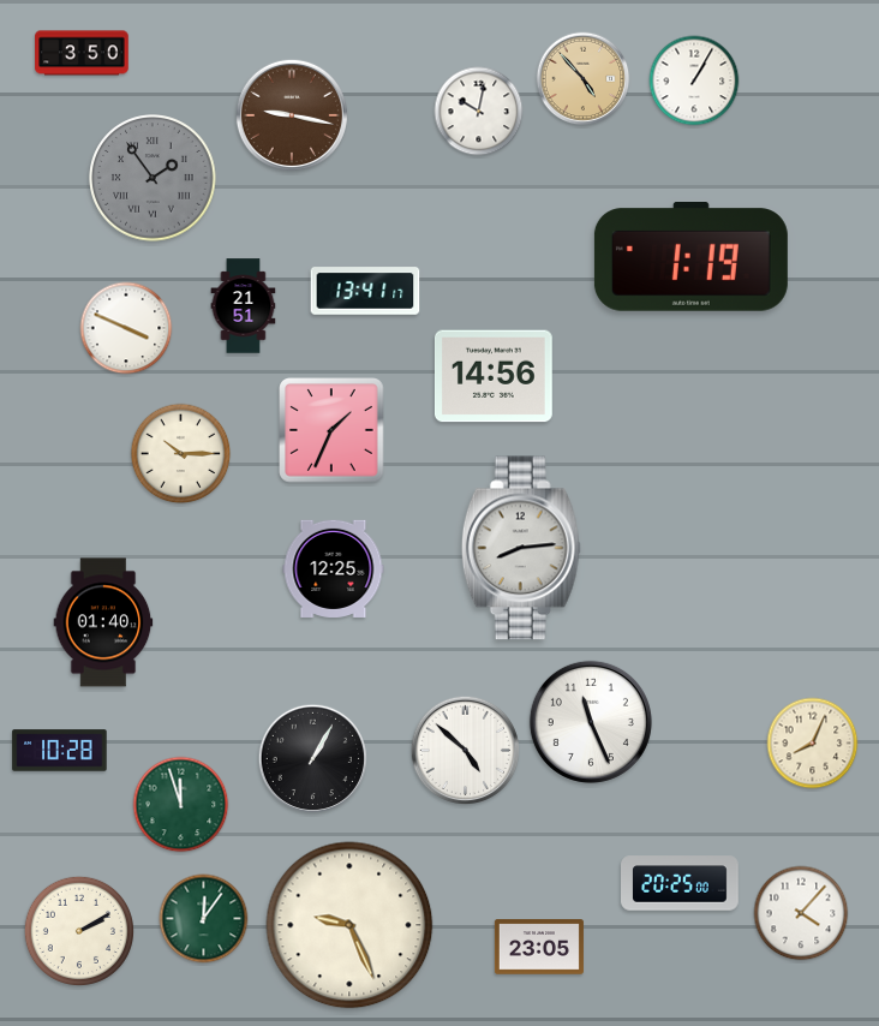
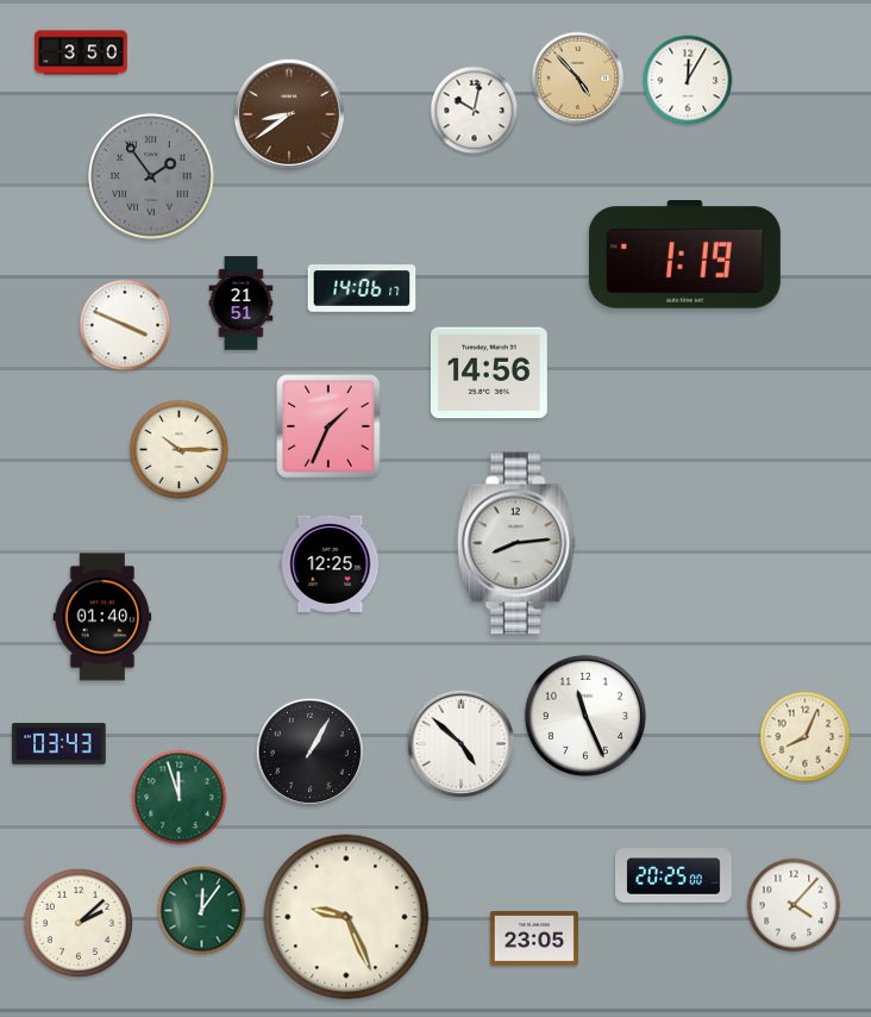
clock at (694, 80): 1:05 -> 12:05
clock at (292, 115): 9:17 -> 8:39
clock at (365, 291): 13:41 -> 14:06
clock at (60, 751): 10:28 -> 03:43
clock at (79, 931): 2:10 -> 2:08
